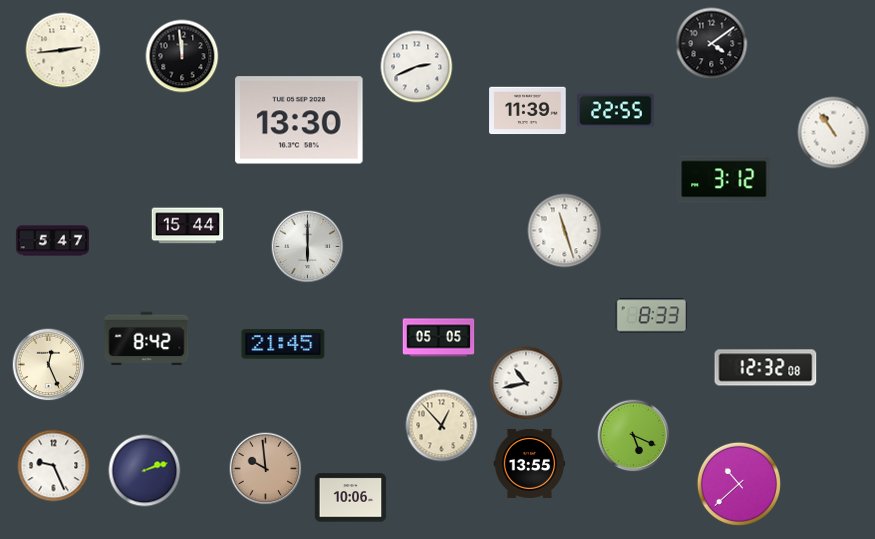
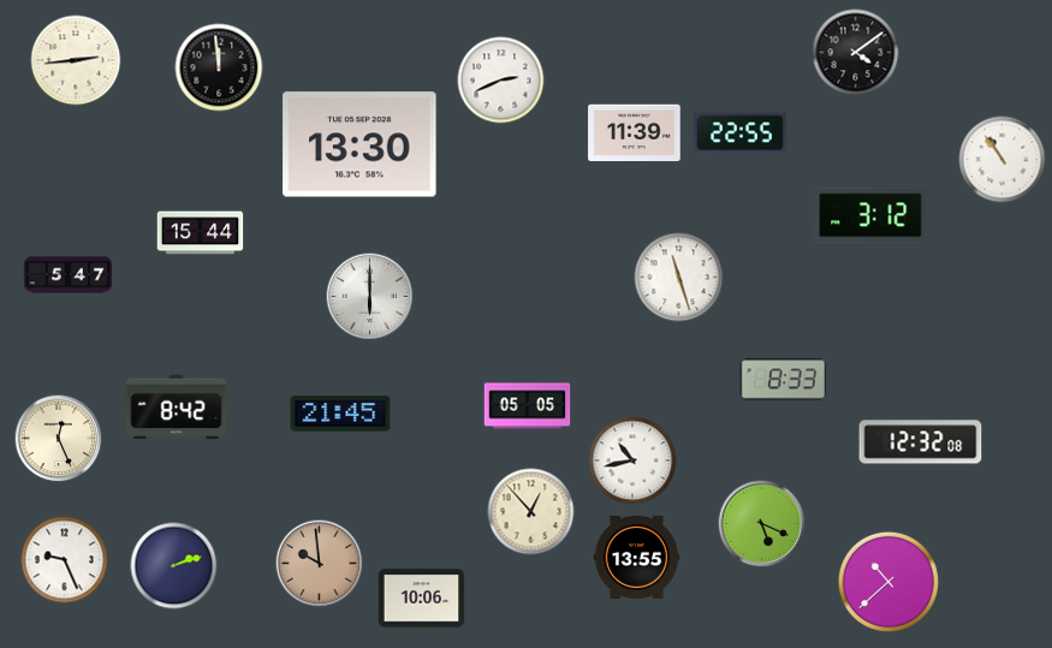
clock at (188, 226) position: (188, 226) -> (201, 233)
clock at (52, 241) position: (52, 241) -> (67, 275)
